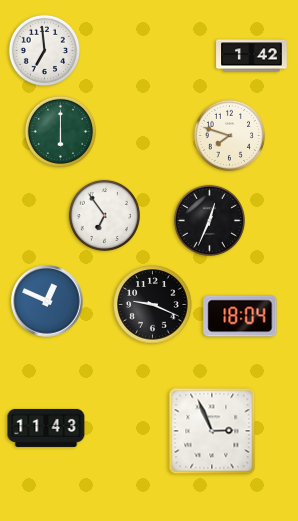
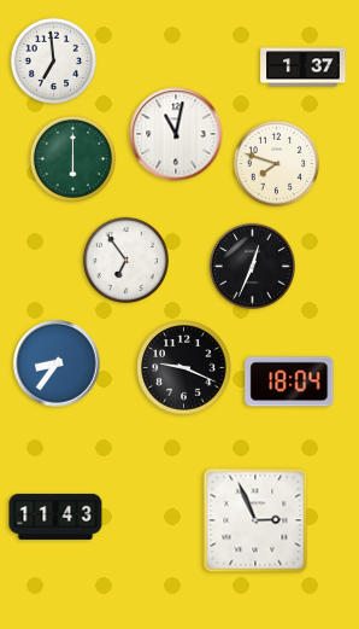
clock at (252, 56): 1:42 -> 1:37
clock at (176, 134): none -> 11:02
clock at (47, 301): 12:49 -> 8:36
